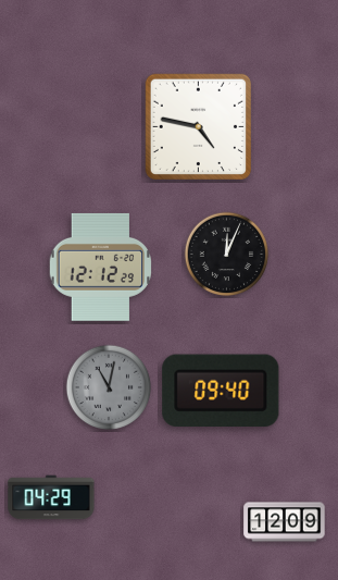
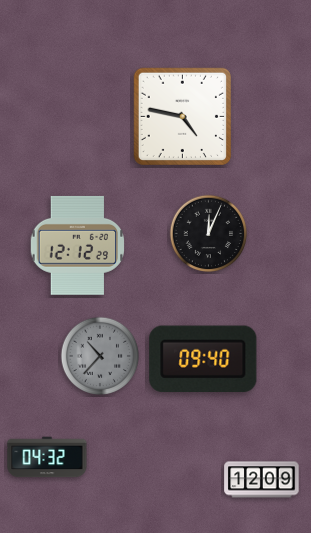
clock at (100, 267) position: (100, 267) -> (77, 245)
clock at (109, 387): 11:02 -> 10:37
clock at (51, 497): 04:29 -> 04:32
